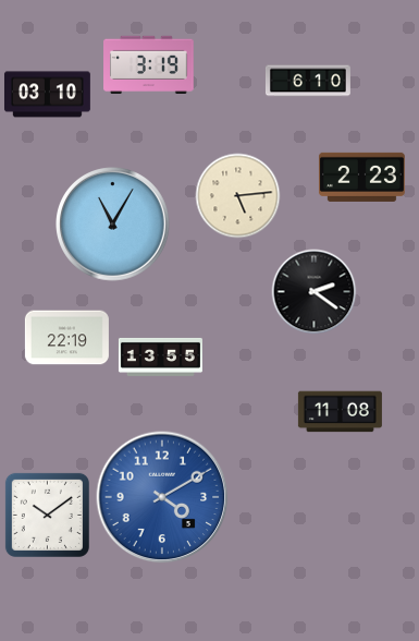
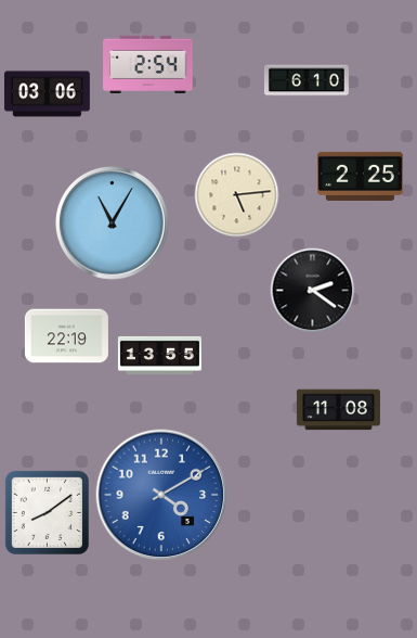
clock at (149, 64): 3:19 -> 2:54
clock at (47, 95): 03:10 -> 03:06
clock at (361, 177): 2:23 -> 2:25
clock at (47, 515): 10:09 -> 8:09
